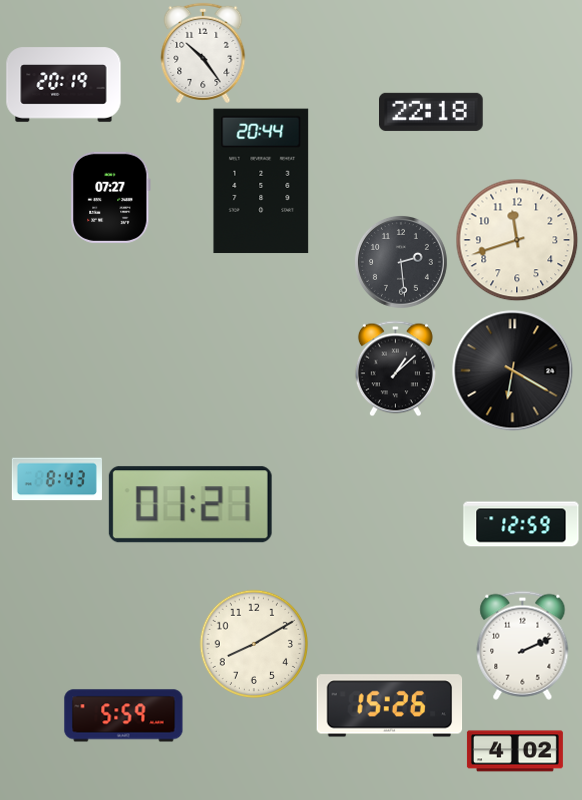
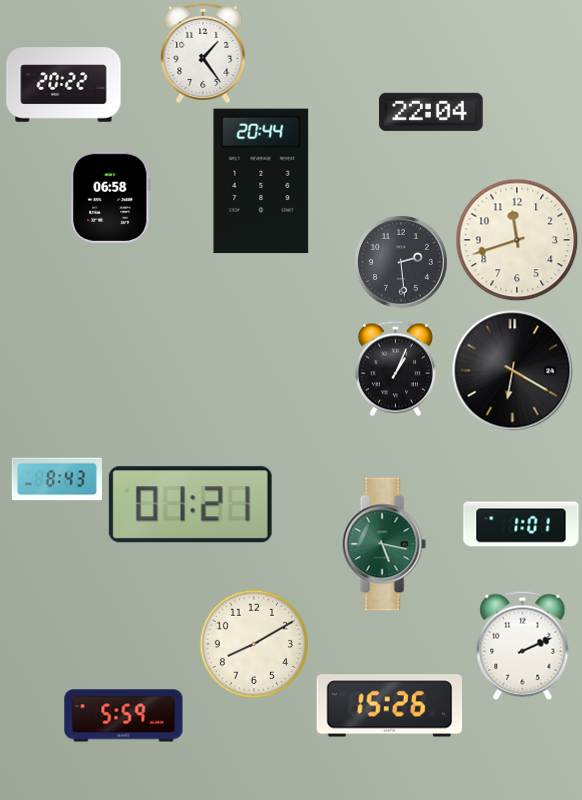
clock at (203, 53): 10:24 -> 1:24
clock at (64, 85): 20:19 -> 20:22
clock at (432, 112): 22:18 -> 22:04
clock at (111, 197): 07:27 -> 06:58
clock at (395, 368): 1:08 -> 1:04
clock at (521, 524): 12:59 -> 1:01
clock at (384, 544): none -> 5:17
clock at (515, 751): 4:02 -> none
